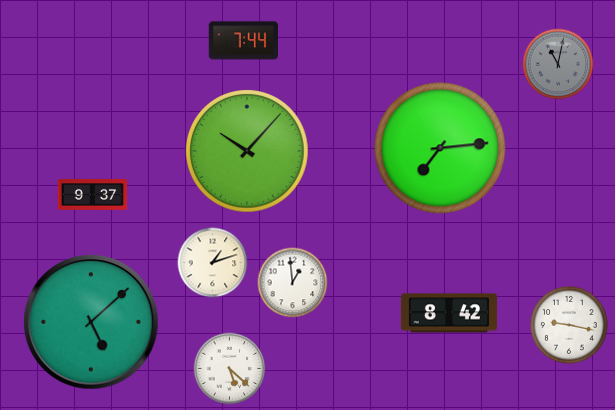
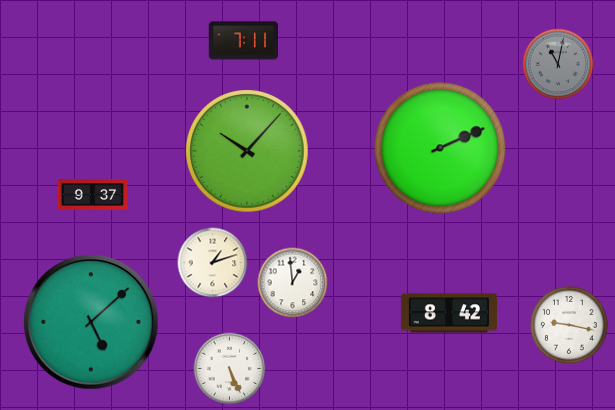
clock at (244, 41): 7:44 -> 7:11
clock at (440, 148): 7:14 -> 2:11
clock at (230, 369): 5:22 -> 5:26
